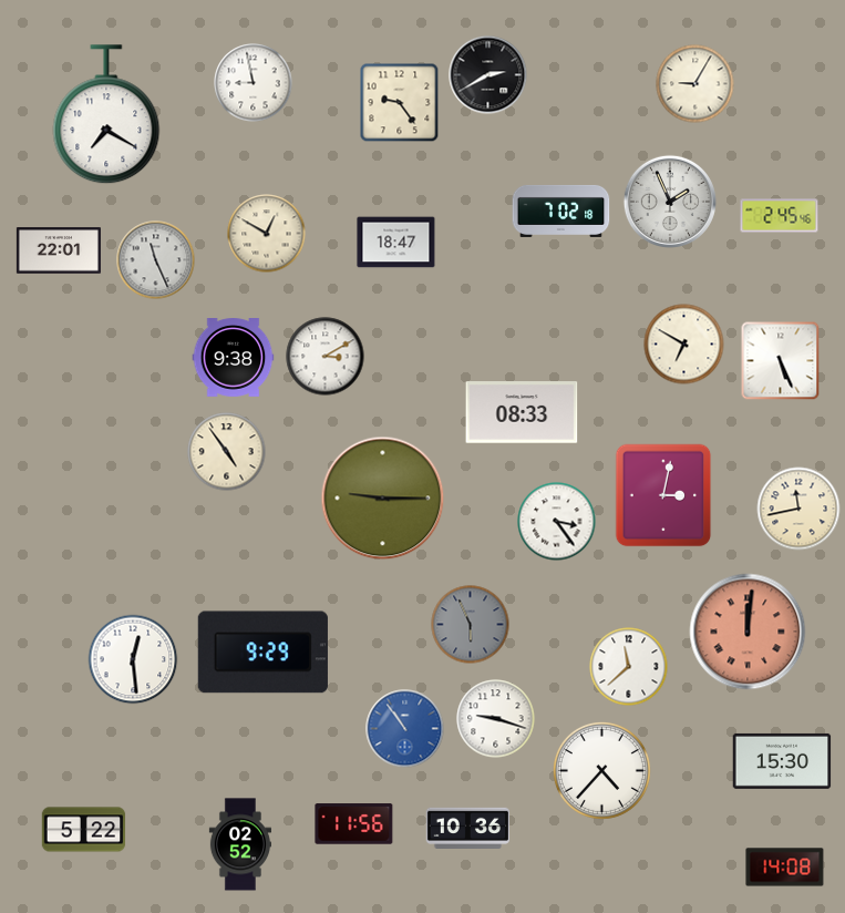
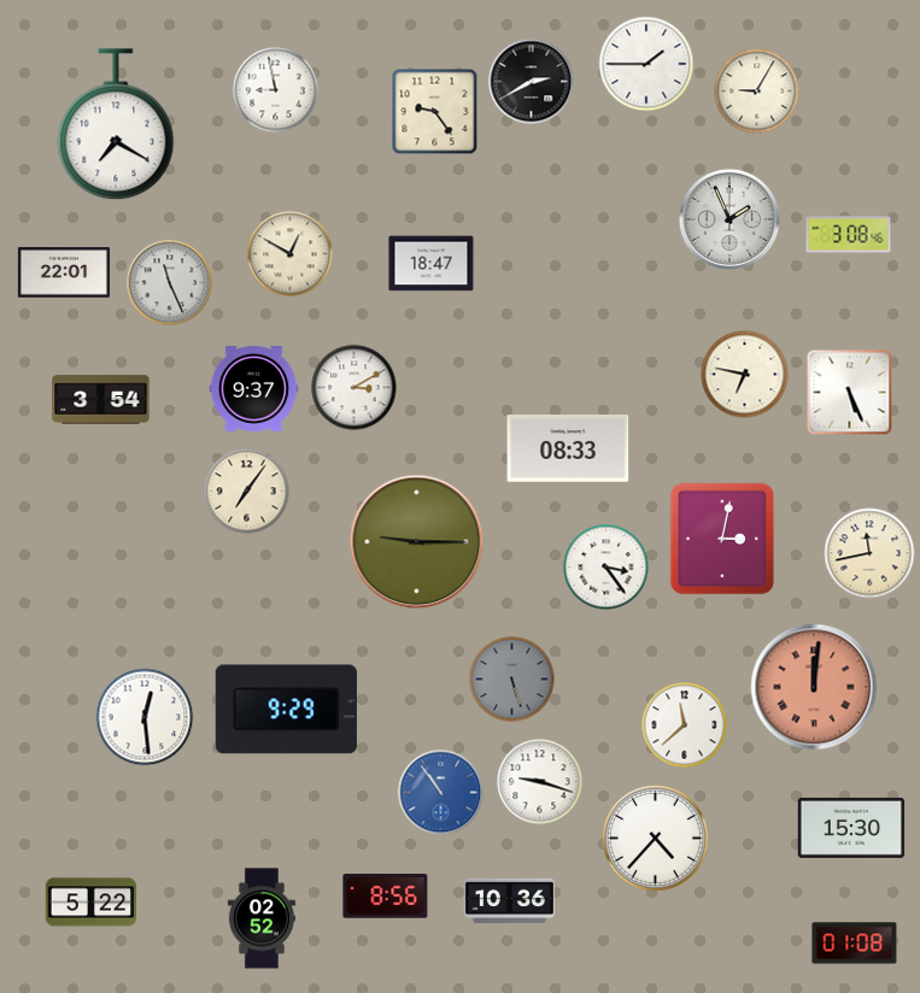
clock at (646, 64): none -> 1:45
clock at (561, 211): 7:02 -> none
clock at (780, 216): 2:45 -> 3:08
clock at (684, 345): 6:50 -> 6:47
clock at (234, 358): 9:38 -> 9:37
clock at (101, 400): none -> 3:54
clock at (227, 452): 4:54 -> 7:06
clock at (471, 625): 5:56 -> 5:27
clock at (354, 824): 11:56 -> 8:56
clock at (785, 868): 14:08 -> 01:08
